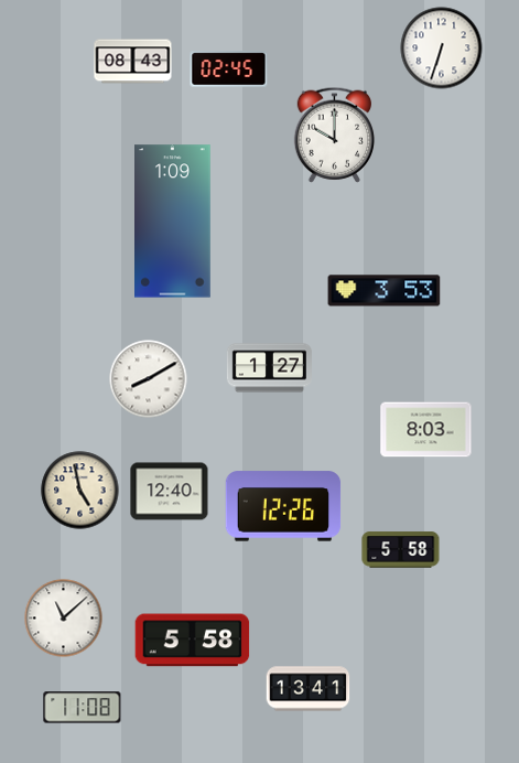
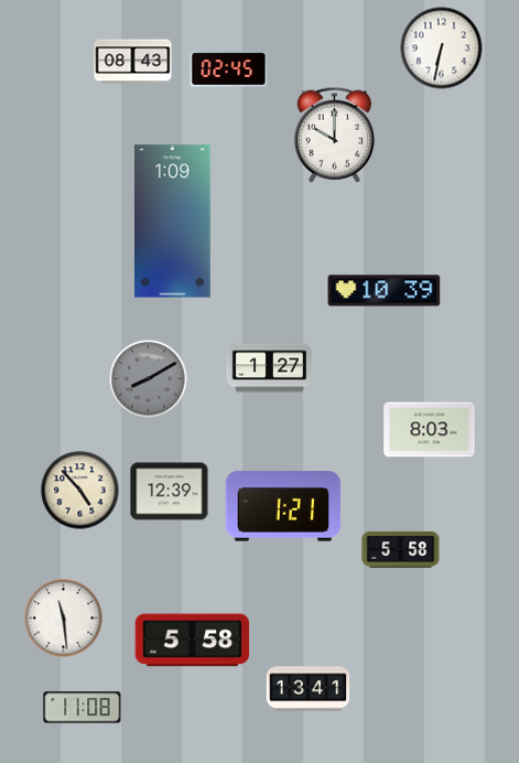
clock at (442, 49): 6:33 -> 6:32
clock at (385, 291): 3:53 -> 10:39
clock at (149, 379) dial: white -> grey
clock at (426, 430) position: (426, 430) -> (430, 430)
clock at (80, 491): 4:58 -> 4:53
clock at (170, 492): 12:40 -> 12:39
clock at (283, 506): 12:26 -> 1:21
clock at (64, 619): 11:08 -> 11:29
